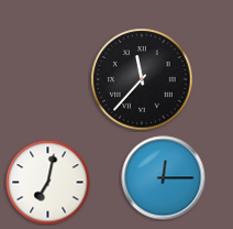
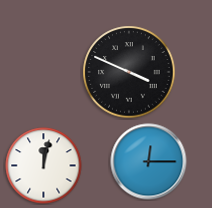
clock at (142, 79): 11:37 -> 3:49
clock at (48, 183): 7:02 -> 12:02
